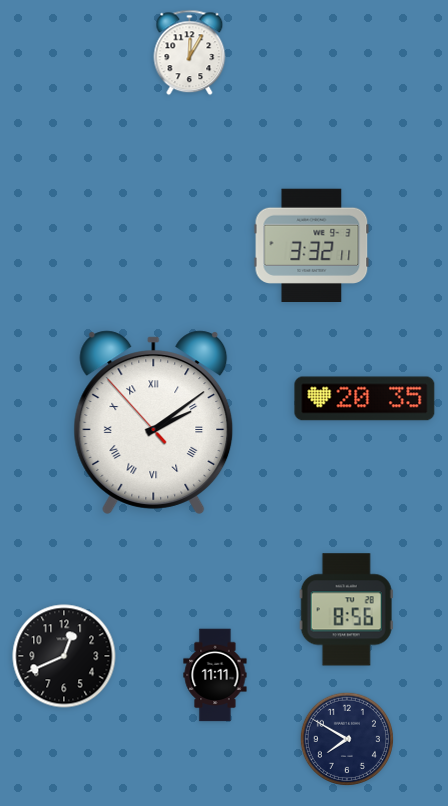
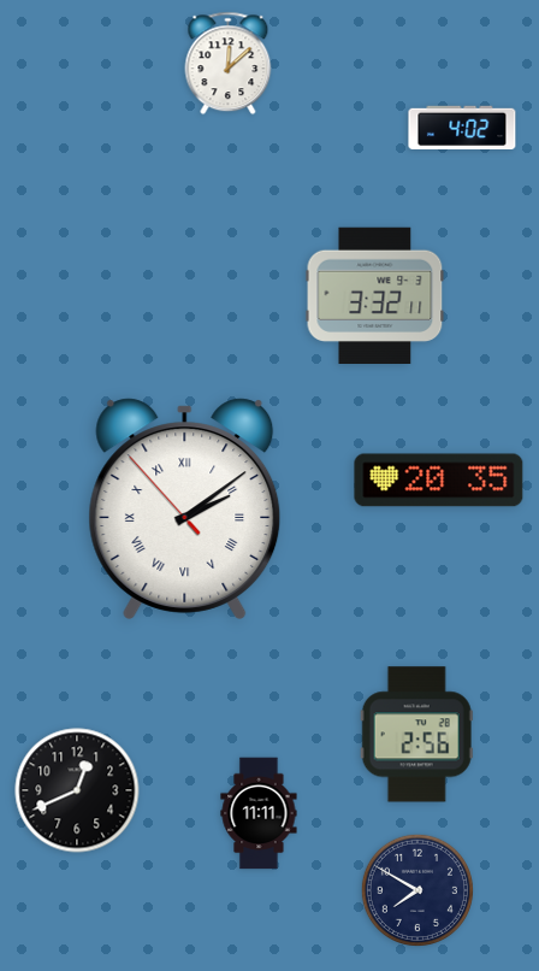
clock at (190, 53): 12:05 -> 12:08
clock at (462, 128): none -> 4:02
clock at (346, 610): 8:56 -> 2:56
